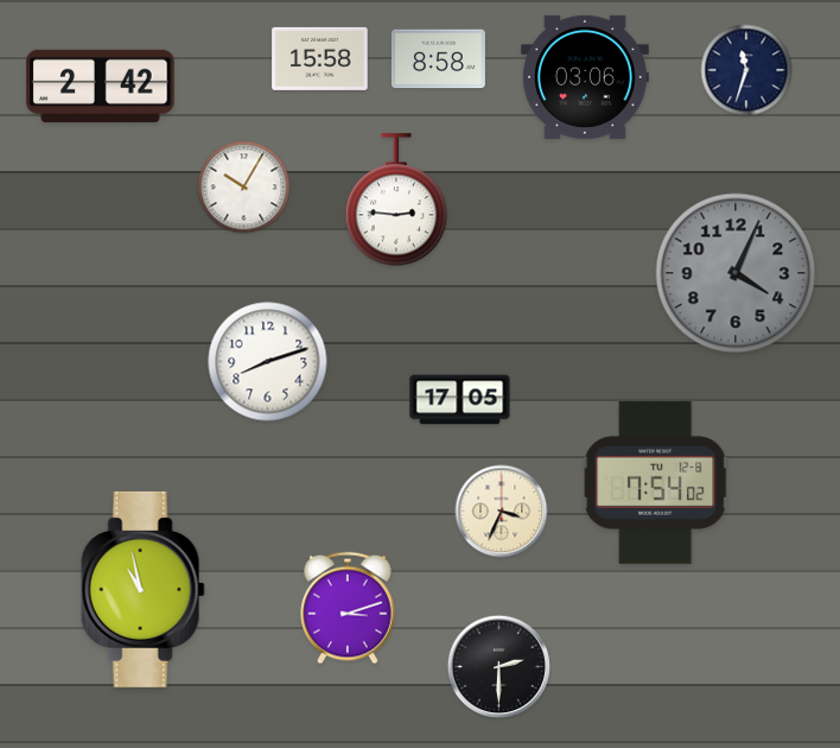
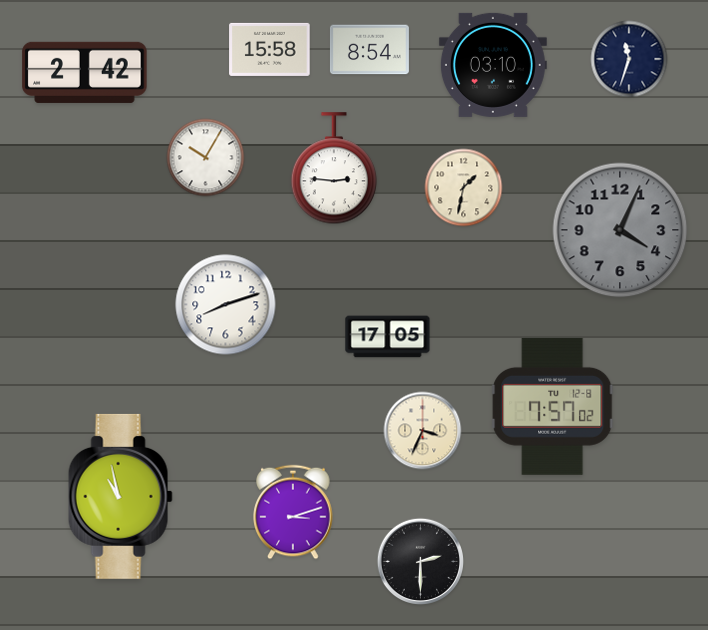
clock at (438, 59): 8:58 -> 8:54
clock at (585, 77): 03:06 -> 03:10
clock at (464, 188): none -> 1:32
clock at (656, 482): 7:54 -> 7:57
